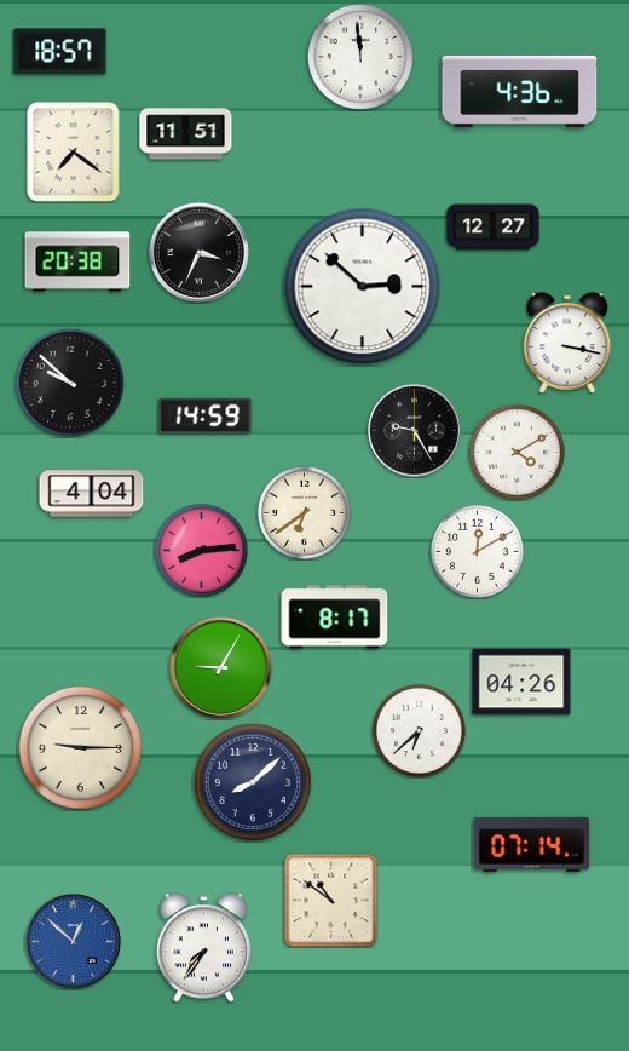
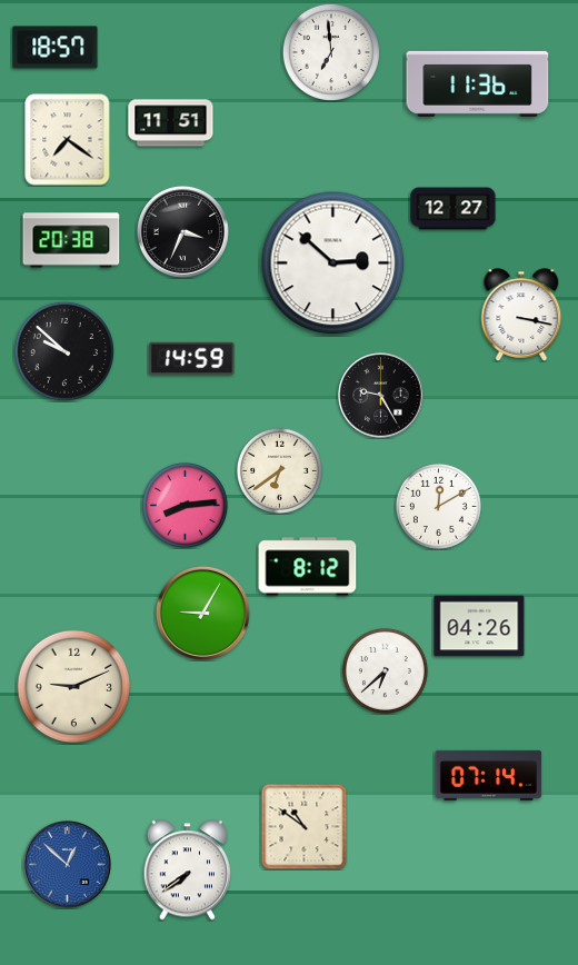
clock at (360, 57): 11:59 -> 6:59
clock at (520, 91): 4:36 -> 11:36
clock at (206, 417) position: (206, 417) -> (192, 359)
clock at (517, 452): 4:10 -> none
clock at (92, 494): 4:04 -> none
clock at (335, 618): 8:17 -> 8:12
clock at (81, 748): 9:15 -> 9:11
clock at (252, 781): 8:08 -> none
clock at (203, 948): 7:36 -> 7:39
